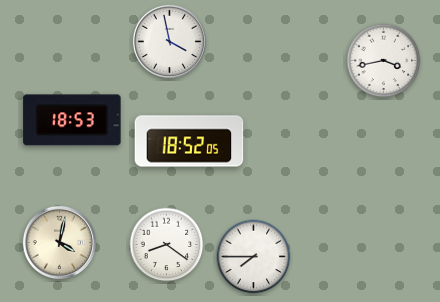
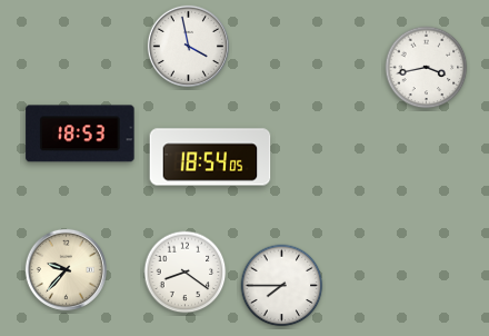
clock at (189, 141): 18:52 -> 18:54
clock at (59, 242): 4:02 -> 9:37
